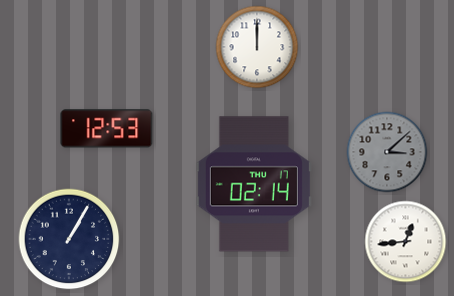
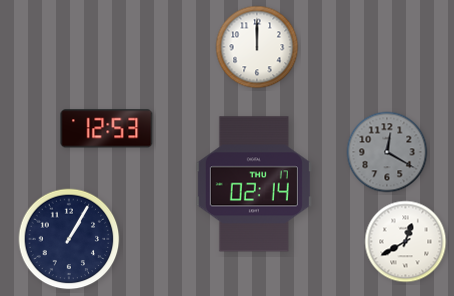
clock at (387, 152): 3:08 -> 12:20
clock at (406, 242): 12:44 -> 12:40
